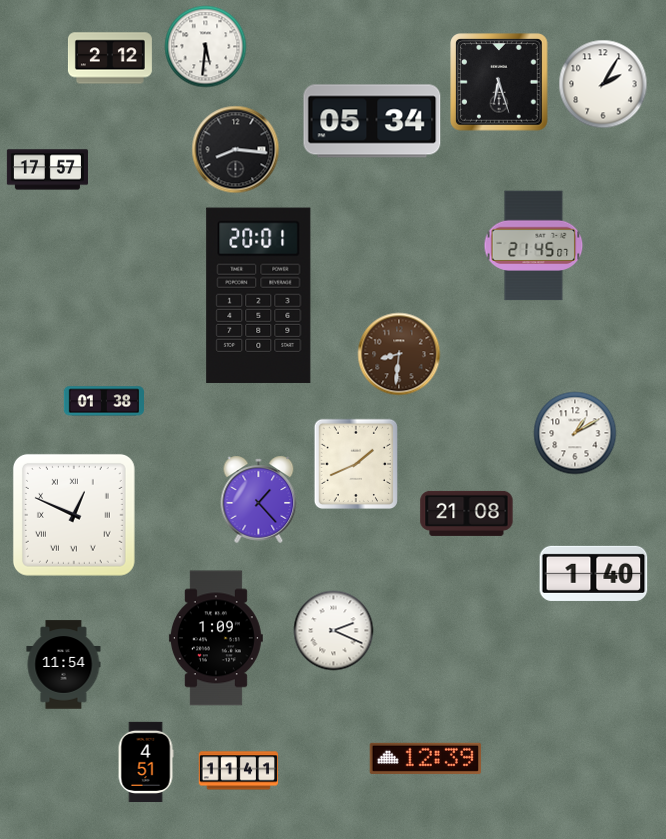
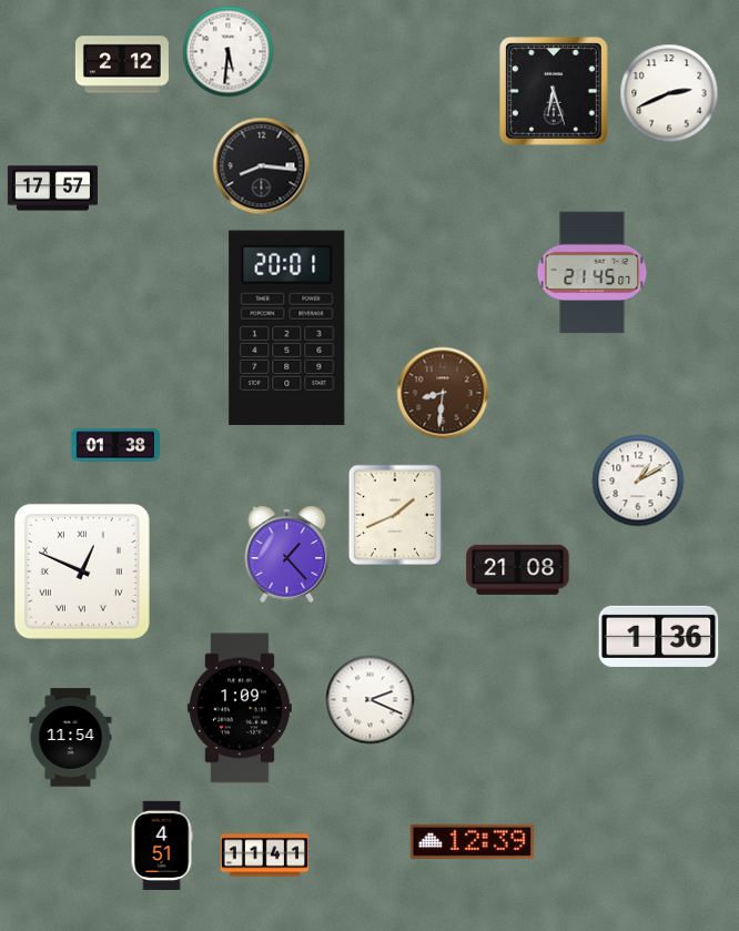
clock at (603, 84): 2:05 -> 2:41
clock at (372, 121): 05:34 -> none
clock at (594, 573): 1:40 -> 1:36
